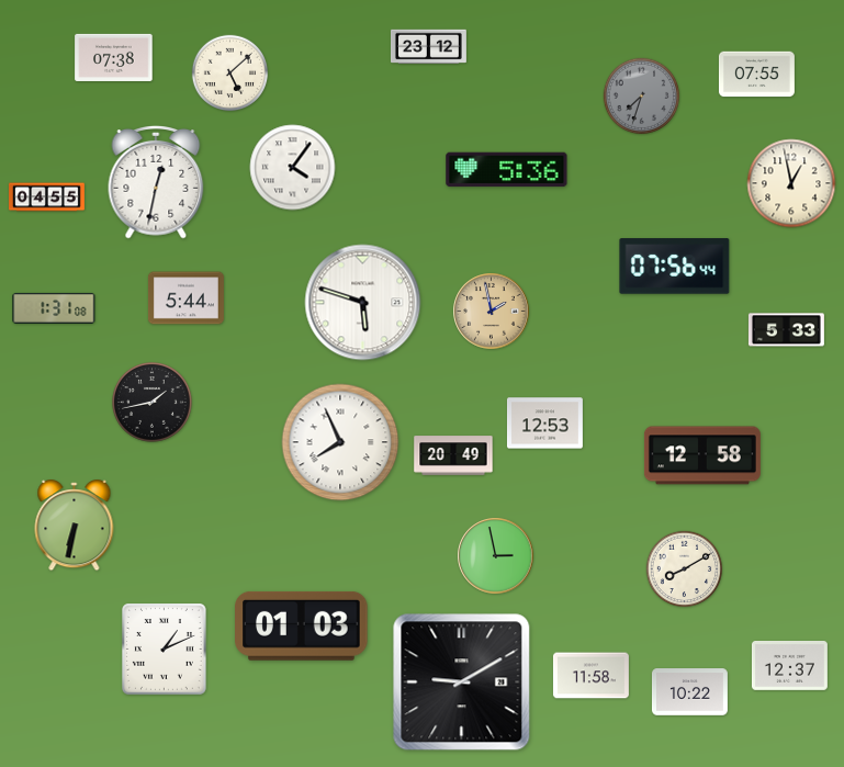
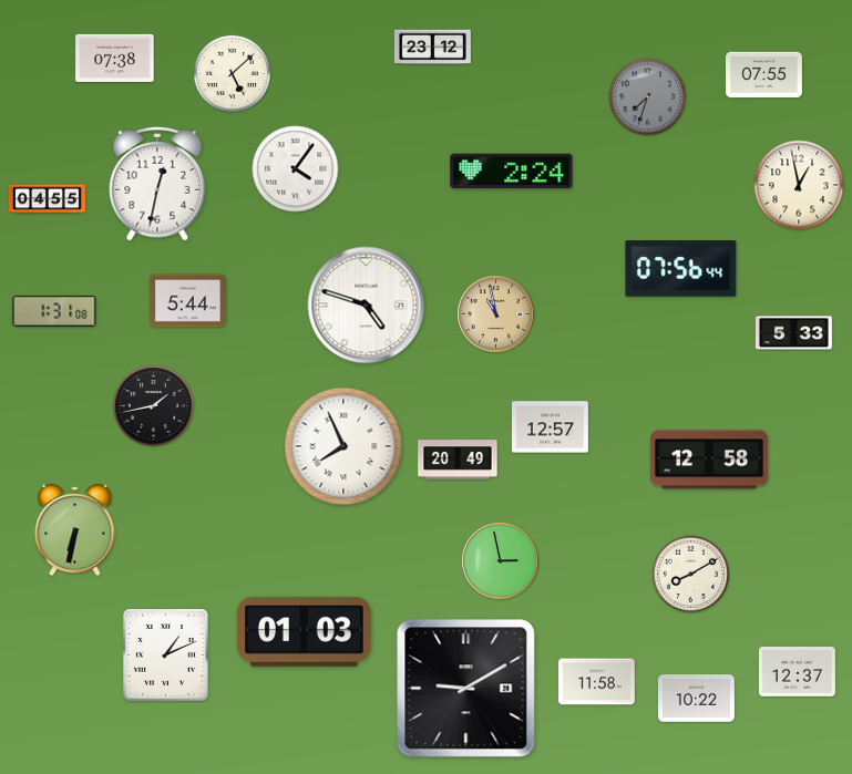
clock at (507, 170): 5:36 -> 2:24
clock at (363, 303): 5:48 -> 4:48
clock at (492, 312): 1:58 -> 10:58
clock at (544, 424): 12:53 -> 12:57
